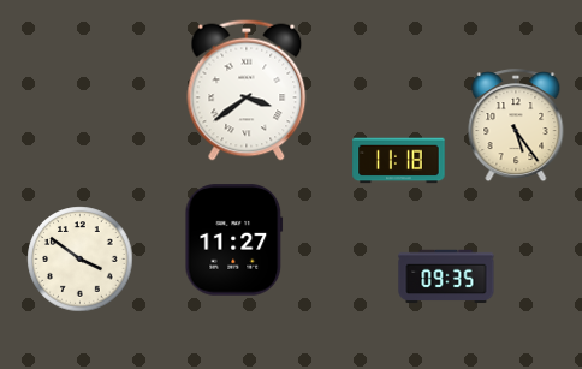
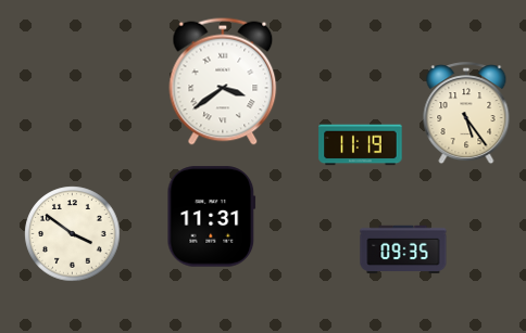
clock at (399, 161): 11:18 -> 11:19
clock at (234, 240): 11:27 -> 11:31
